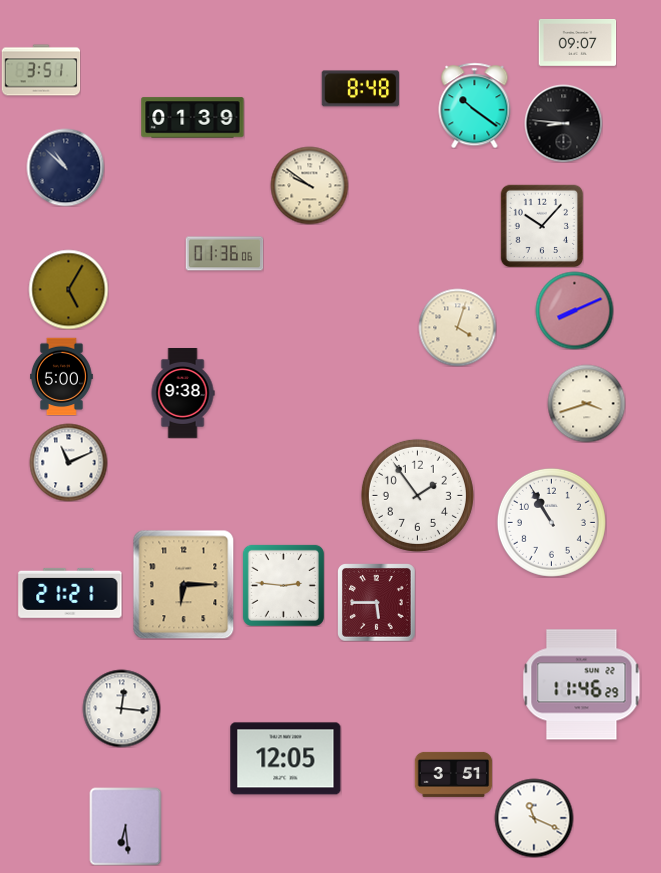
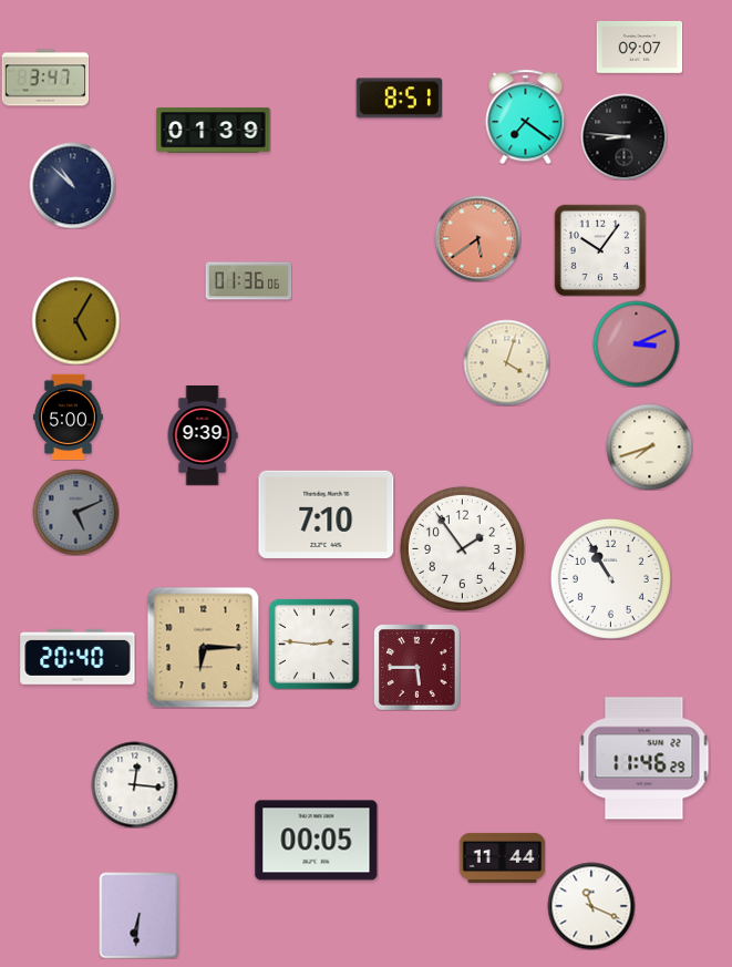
clock at (41, 70): 3:51 -> 3:47
clock at (360, 89): 8:48 -> 8:51
clock at (475, 105): 10:21 -> 7:21
clock at (309, 185): 9:51 -> none
clock at (477, 238): none -> 5:39
clock at (542, 226): 10:07 -> 10:06
clock at (574, 310): 8:11 -> 3:11
clock at (183, 394): 9:38 -> 9:39
clock at (586, 403): 3:42 -> 7:42
clock at (68, 462): 11:11 -> 5:11
clock at (68, 462) dial: white -> grey
clock at (327, 514): none -> 7:10
clock at (283, 585) position: (283, 585) -> (313, 644)
clock at (70, 593): 21:21 -> 20:40
clock at (286, 759): 12:05 -> 00:05
clock at (453, 774): 3:51 -> 11:44
clock at (126, 826): 6:29 -> 6:31
